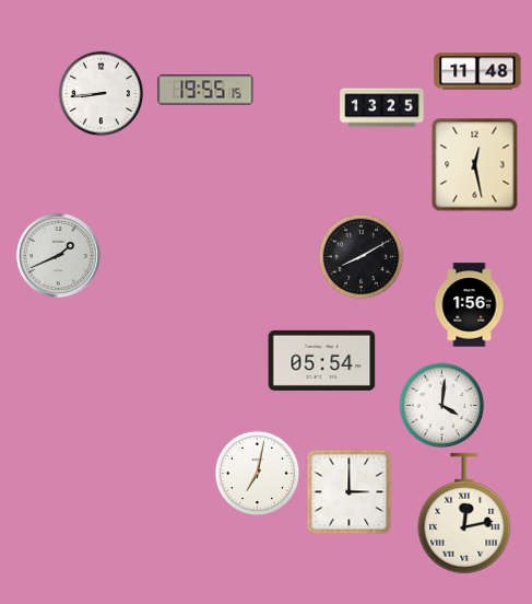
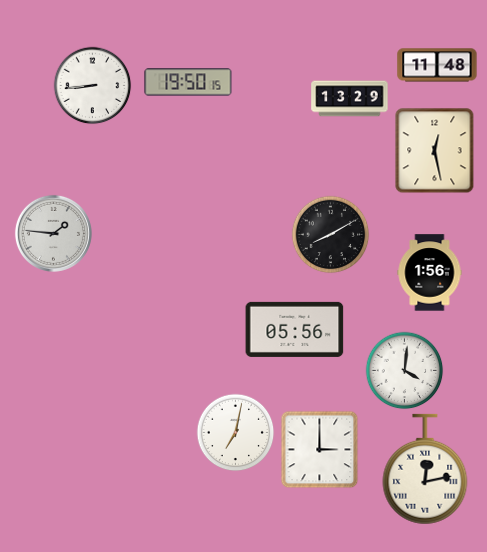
clock at (205, 90): 19:55 -> 19:50
clock at (382, 108): 13:25 -> 13:29
clock at (58, 255): 1:41 -> 1:46
clock at (470, 305) position: (470, 305) -> (430, 273)
clock at (322, 360): 05:54 -> 05:56
